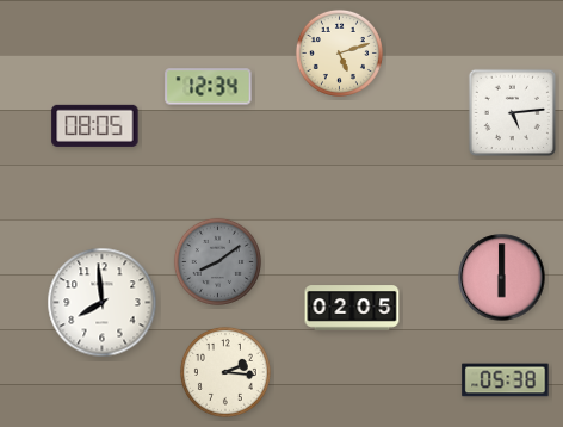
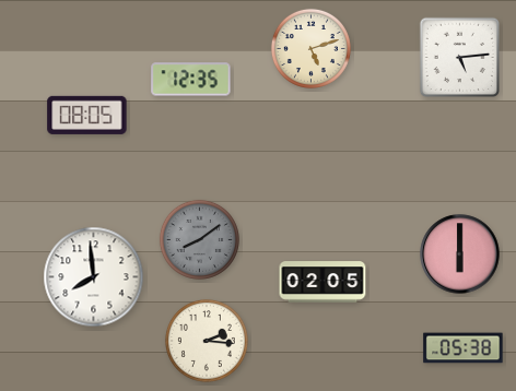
clock at (209, 87): 12:34 -> 12:35
clock at (512, 112) position: (512, 112) -> (459, 57)
